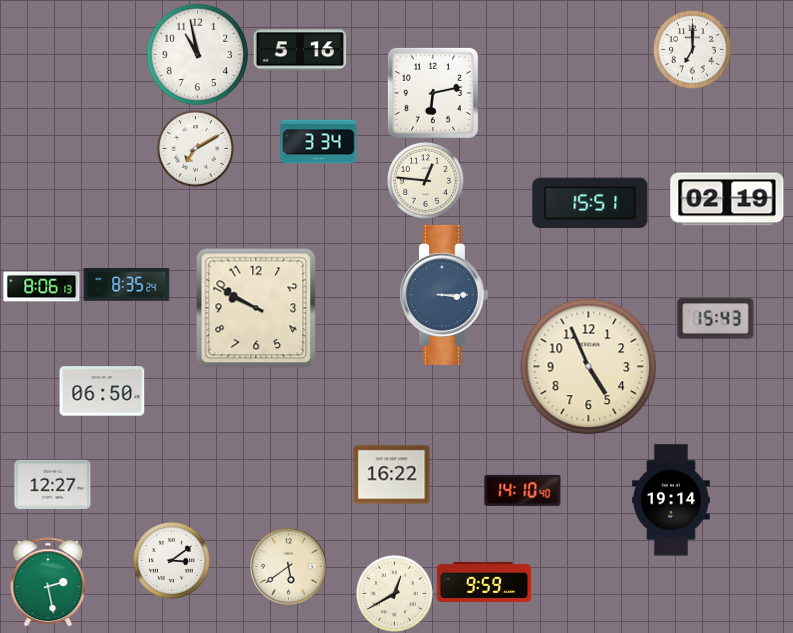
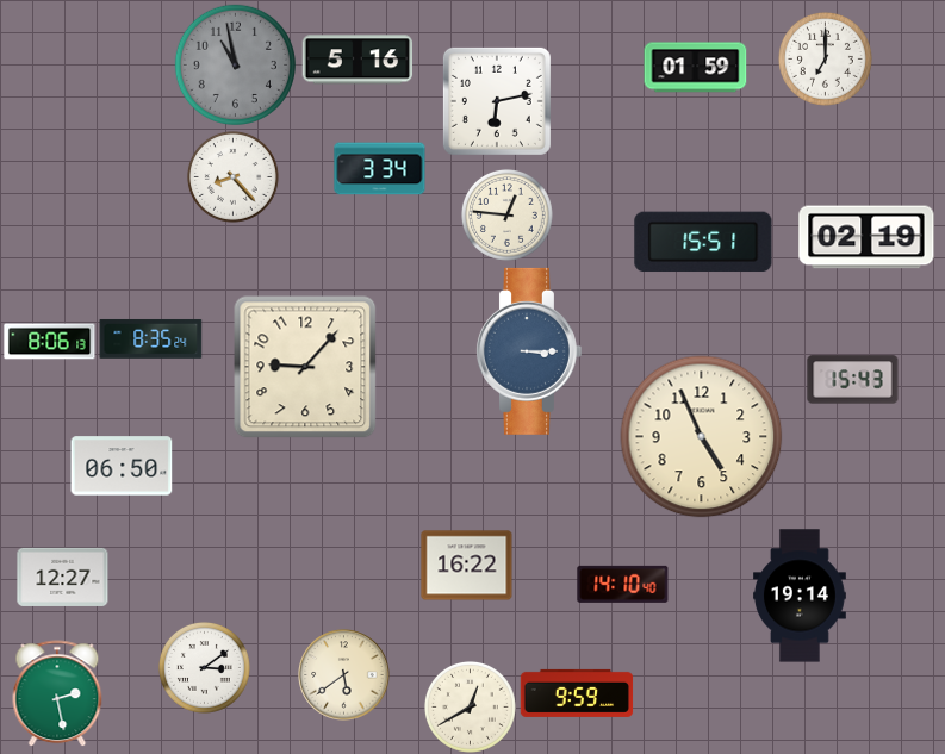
clock at (197, 54) dial: white -> grey
clock at (696, 68): none -> 01:59
clock at (433, 93) position: (433, 93) -> (497, 101)
clock at (195, 148): 7:10 -> 8:23
clock at (256, 308): 9:50 -> 9:07
